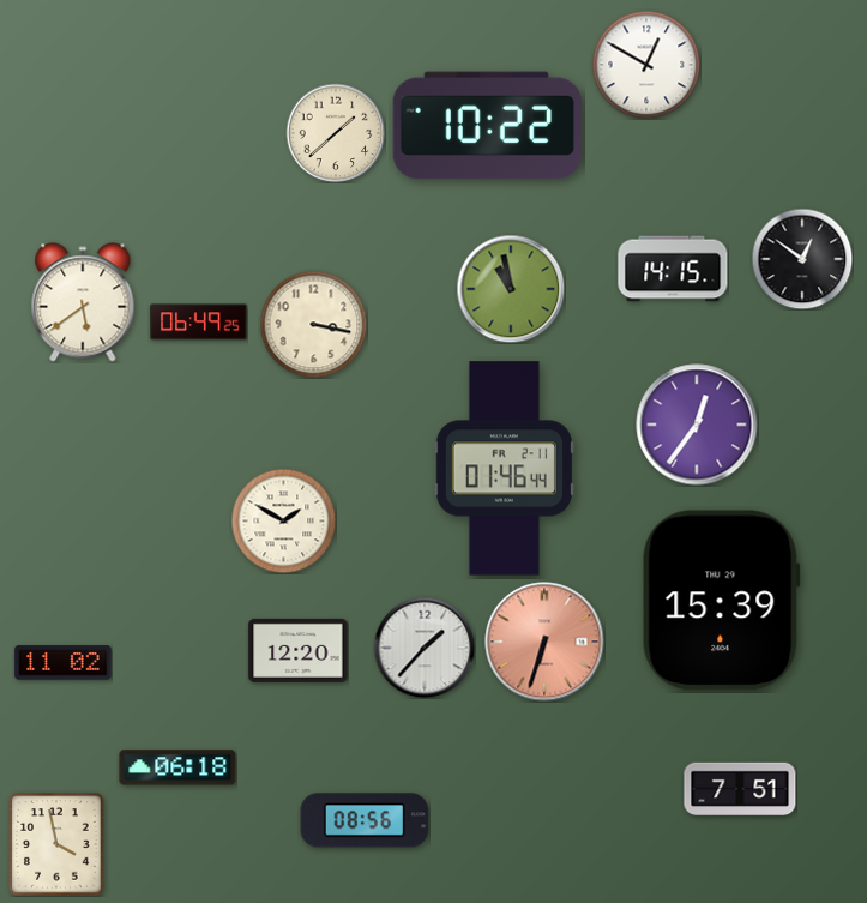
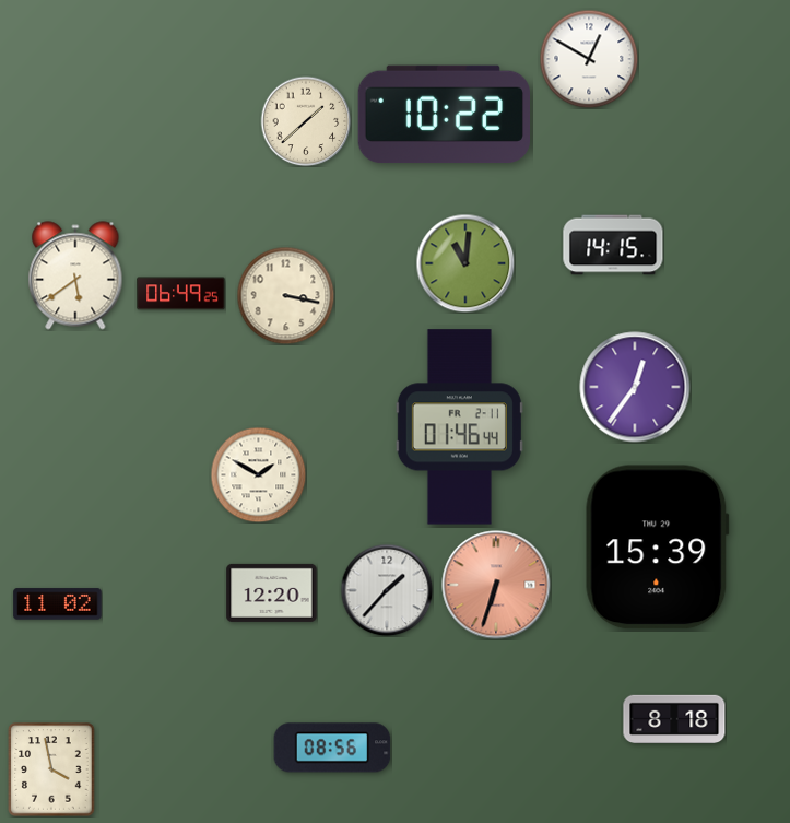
clock at (802, 259): 12:51 -> none
clock at (511, 289): 10:58 -> 11:01
clock at (177, 767): 06:18 -> none
clock at (740, 788): 7:51 -> 8:18
